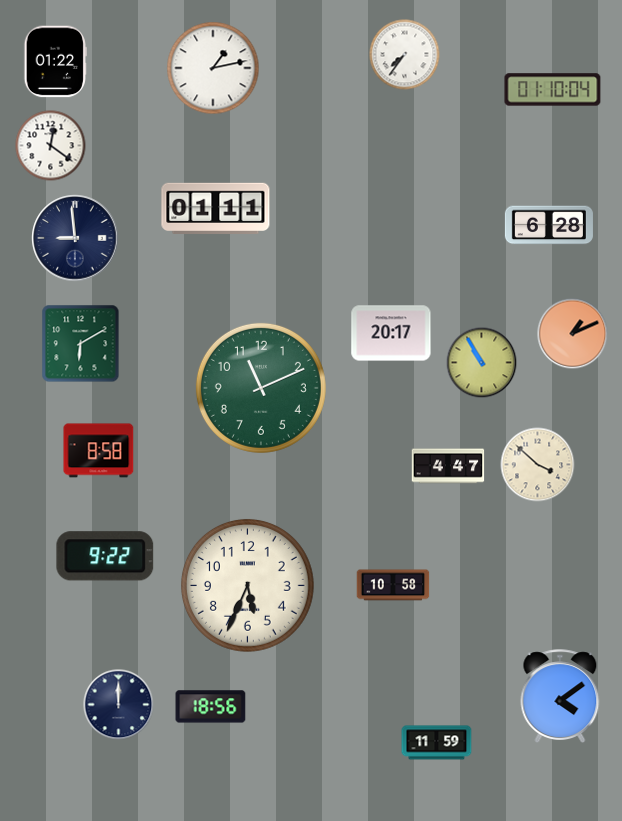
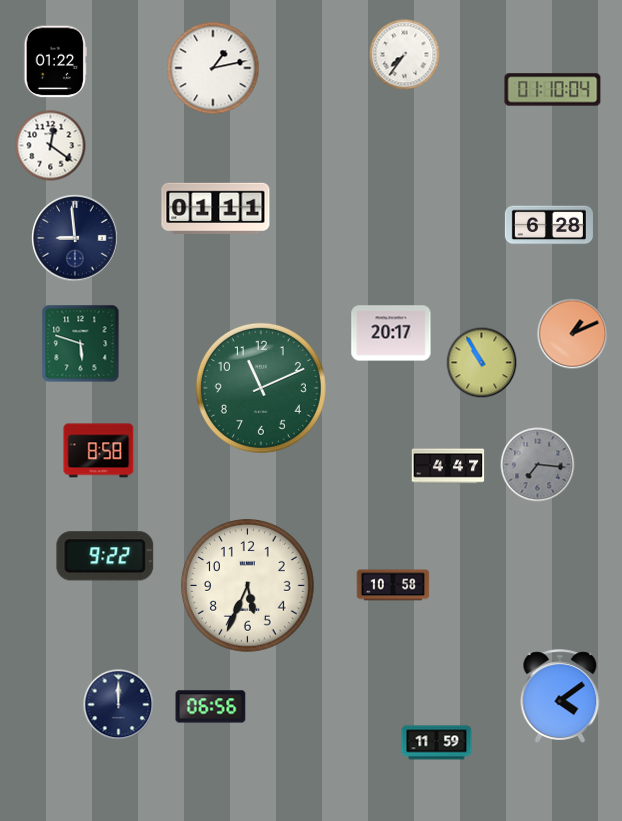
clock at (81, 344): 6:10 -> 5:48
clock at (538, 465): 3:52 -> 7:16
clock at (538, 465) dial: cream -> grey
clock at (211, 707): 18:56 -> 06:56
